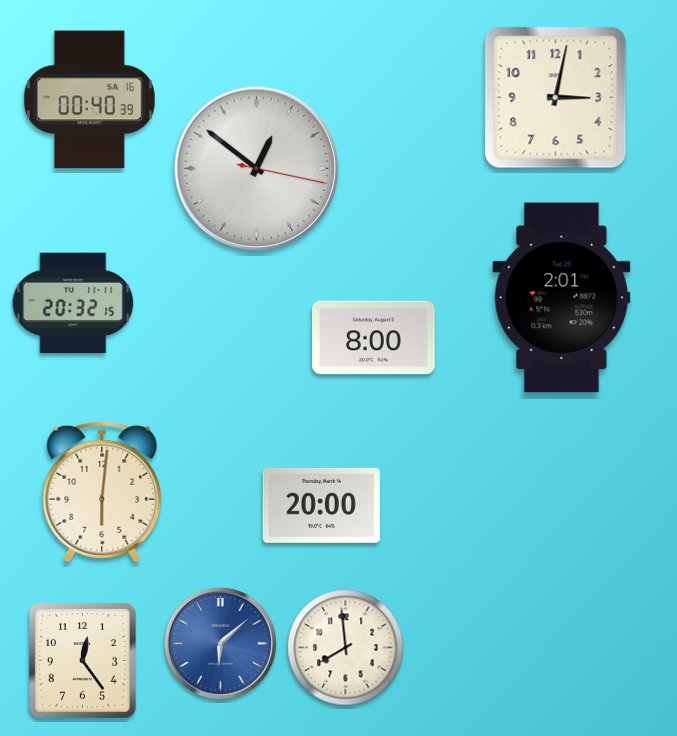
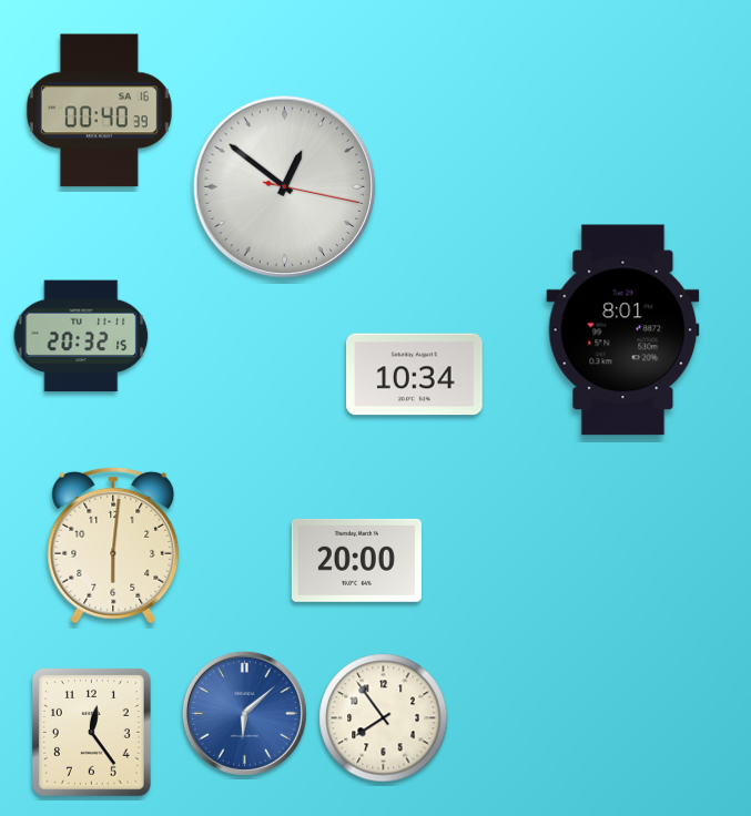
clock at (556, 98): 3:02 -> none
clock at (562, 298): 2:01 -> 8:01
clock at (374, 338): 8:00 -> 10:34
clock at (346, 648): 7:59 -> 7:54
